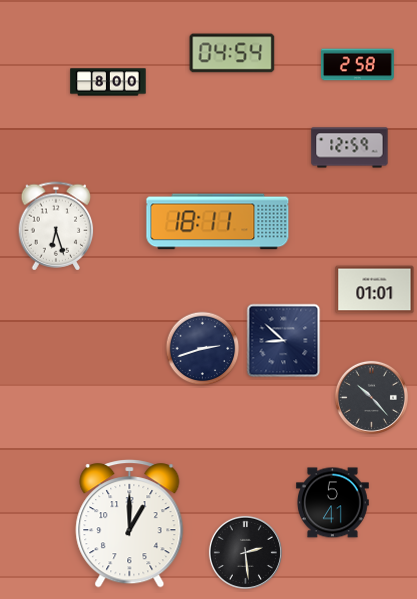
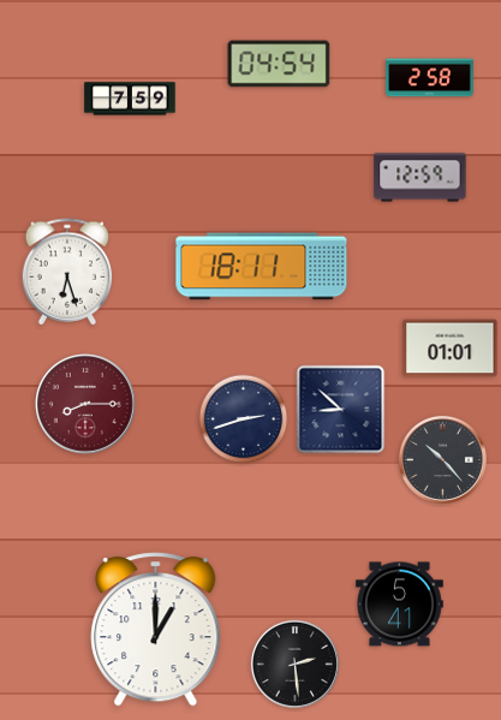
clock at (108, 82): 8:00 -> 7:59
clock at (85, 404): none -> 8:15
clock at (371, 397) position: (371, 397) -> (442, 459)
